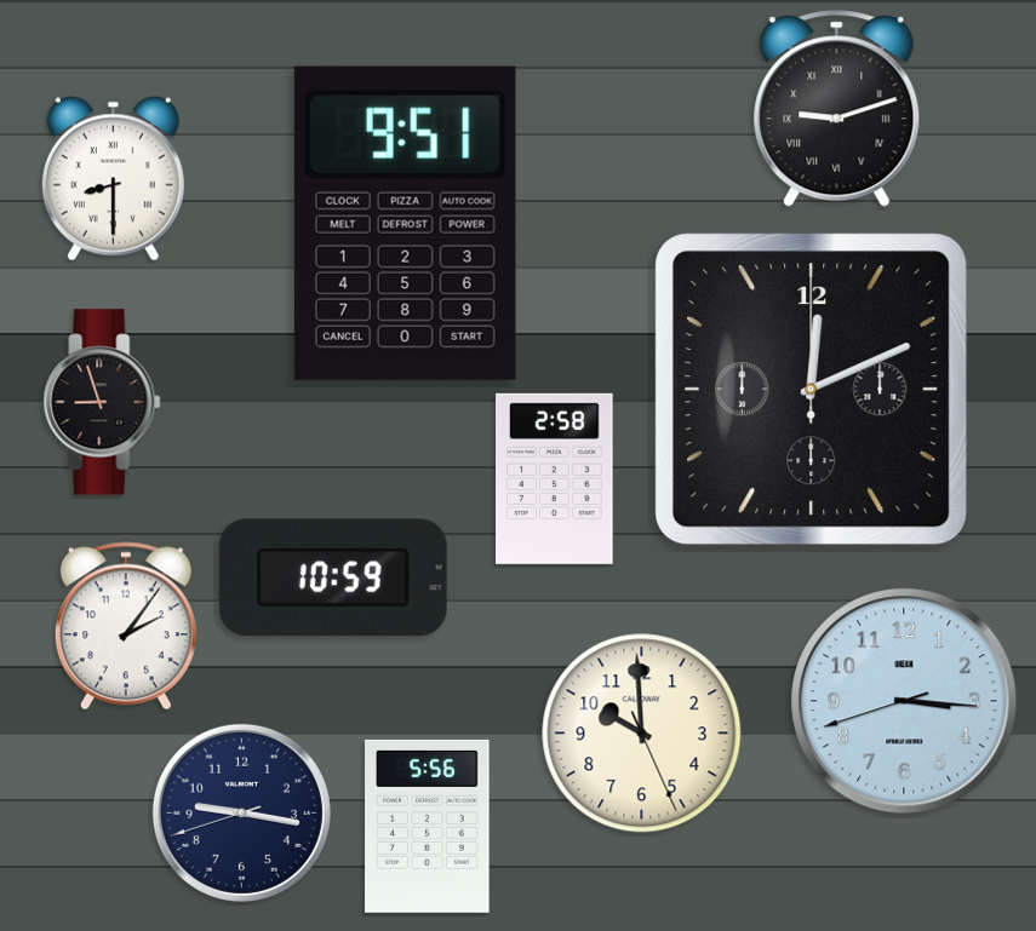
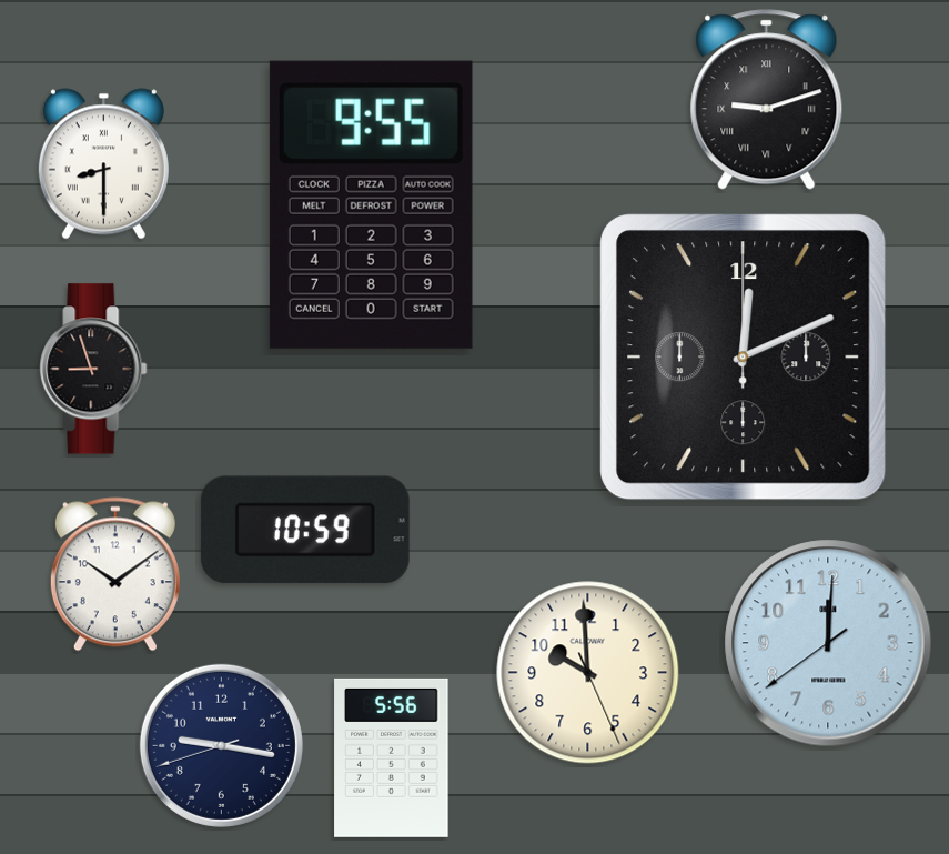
clock at (405, 223): 9:51 -> 9:55
clock at (555, 478): 2:58 -> none
clock at (126, 626): 2:06 -> 10:09
clock at (904, 701): 3:15 -> 12:00
